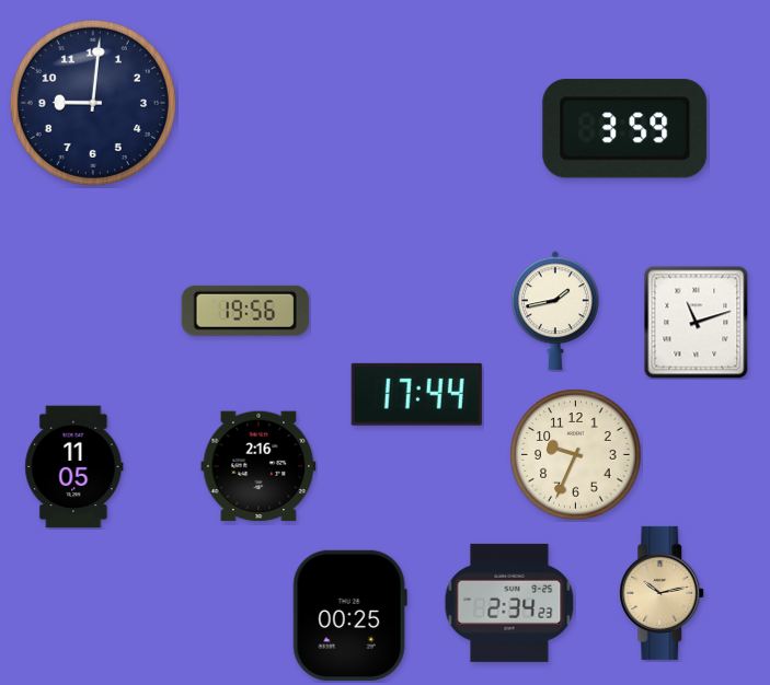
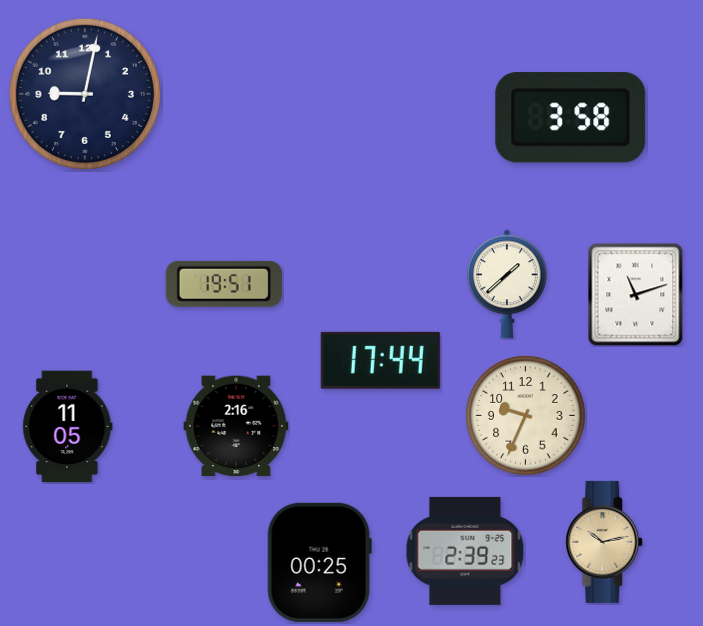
clock at (93, 103): 9:01 -> 9:02
clock at (625, 129): 3:59 -> 3:58
clock at (245, 311): 19:56 -> 19:51
clock at (555, 311): 1:43 -> 1:38
clock at (509, 603): 2:34 -> 2:39
